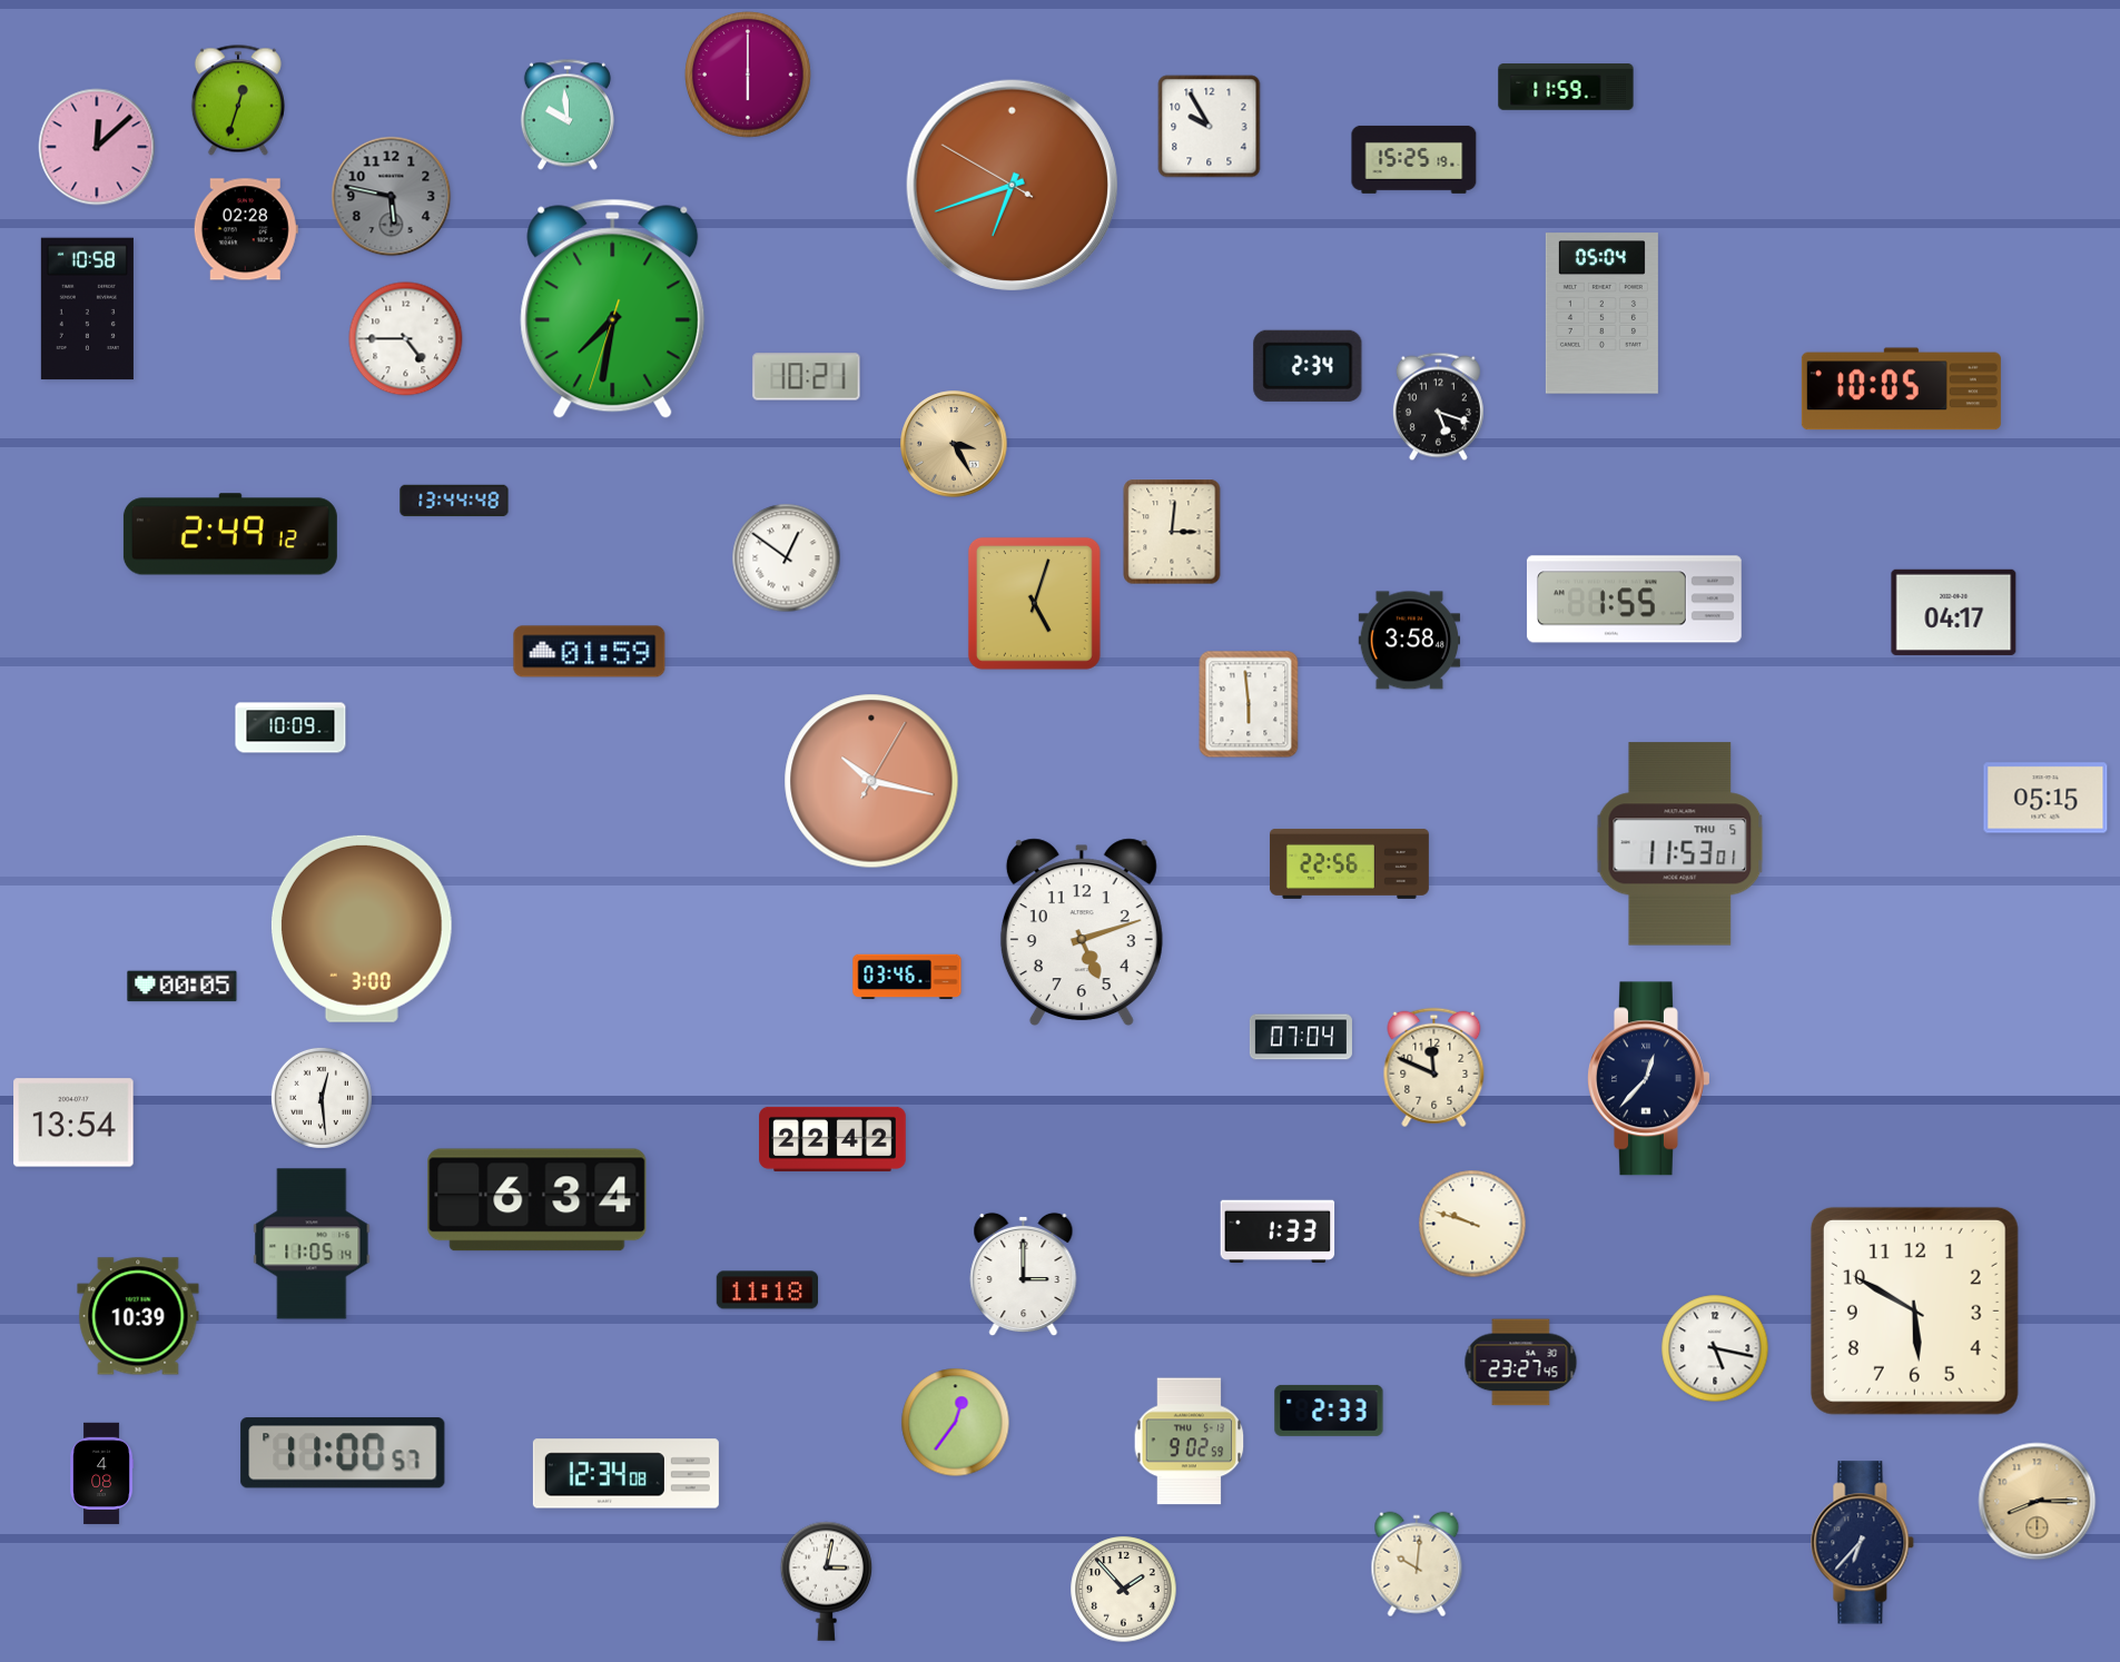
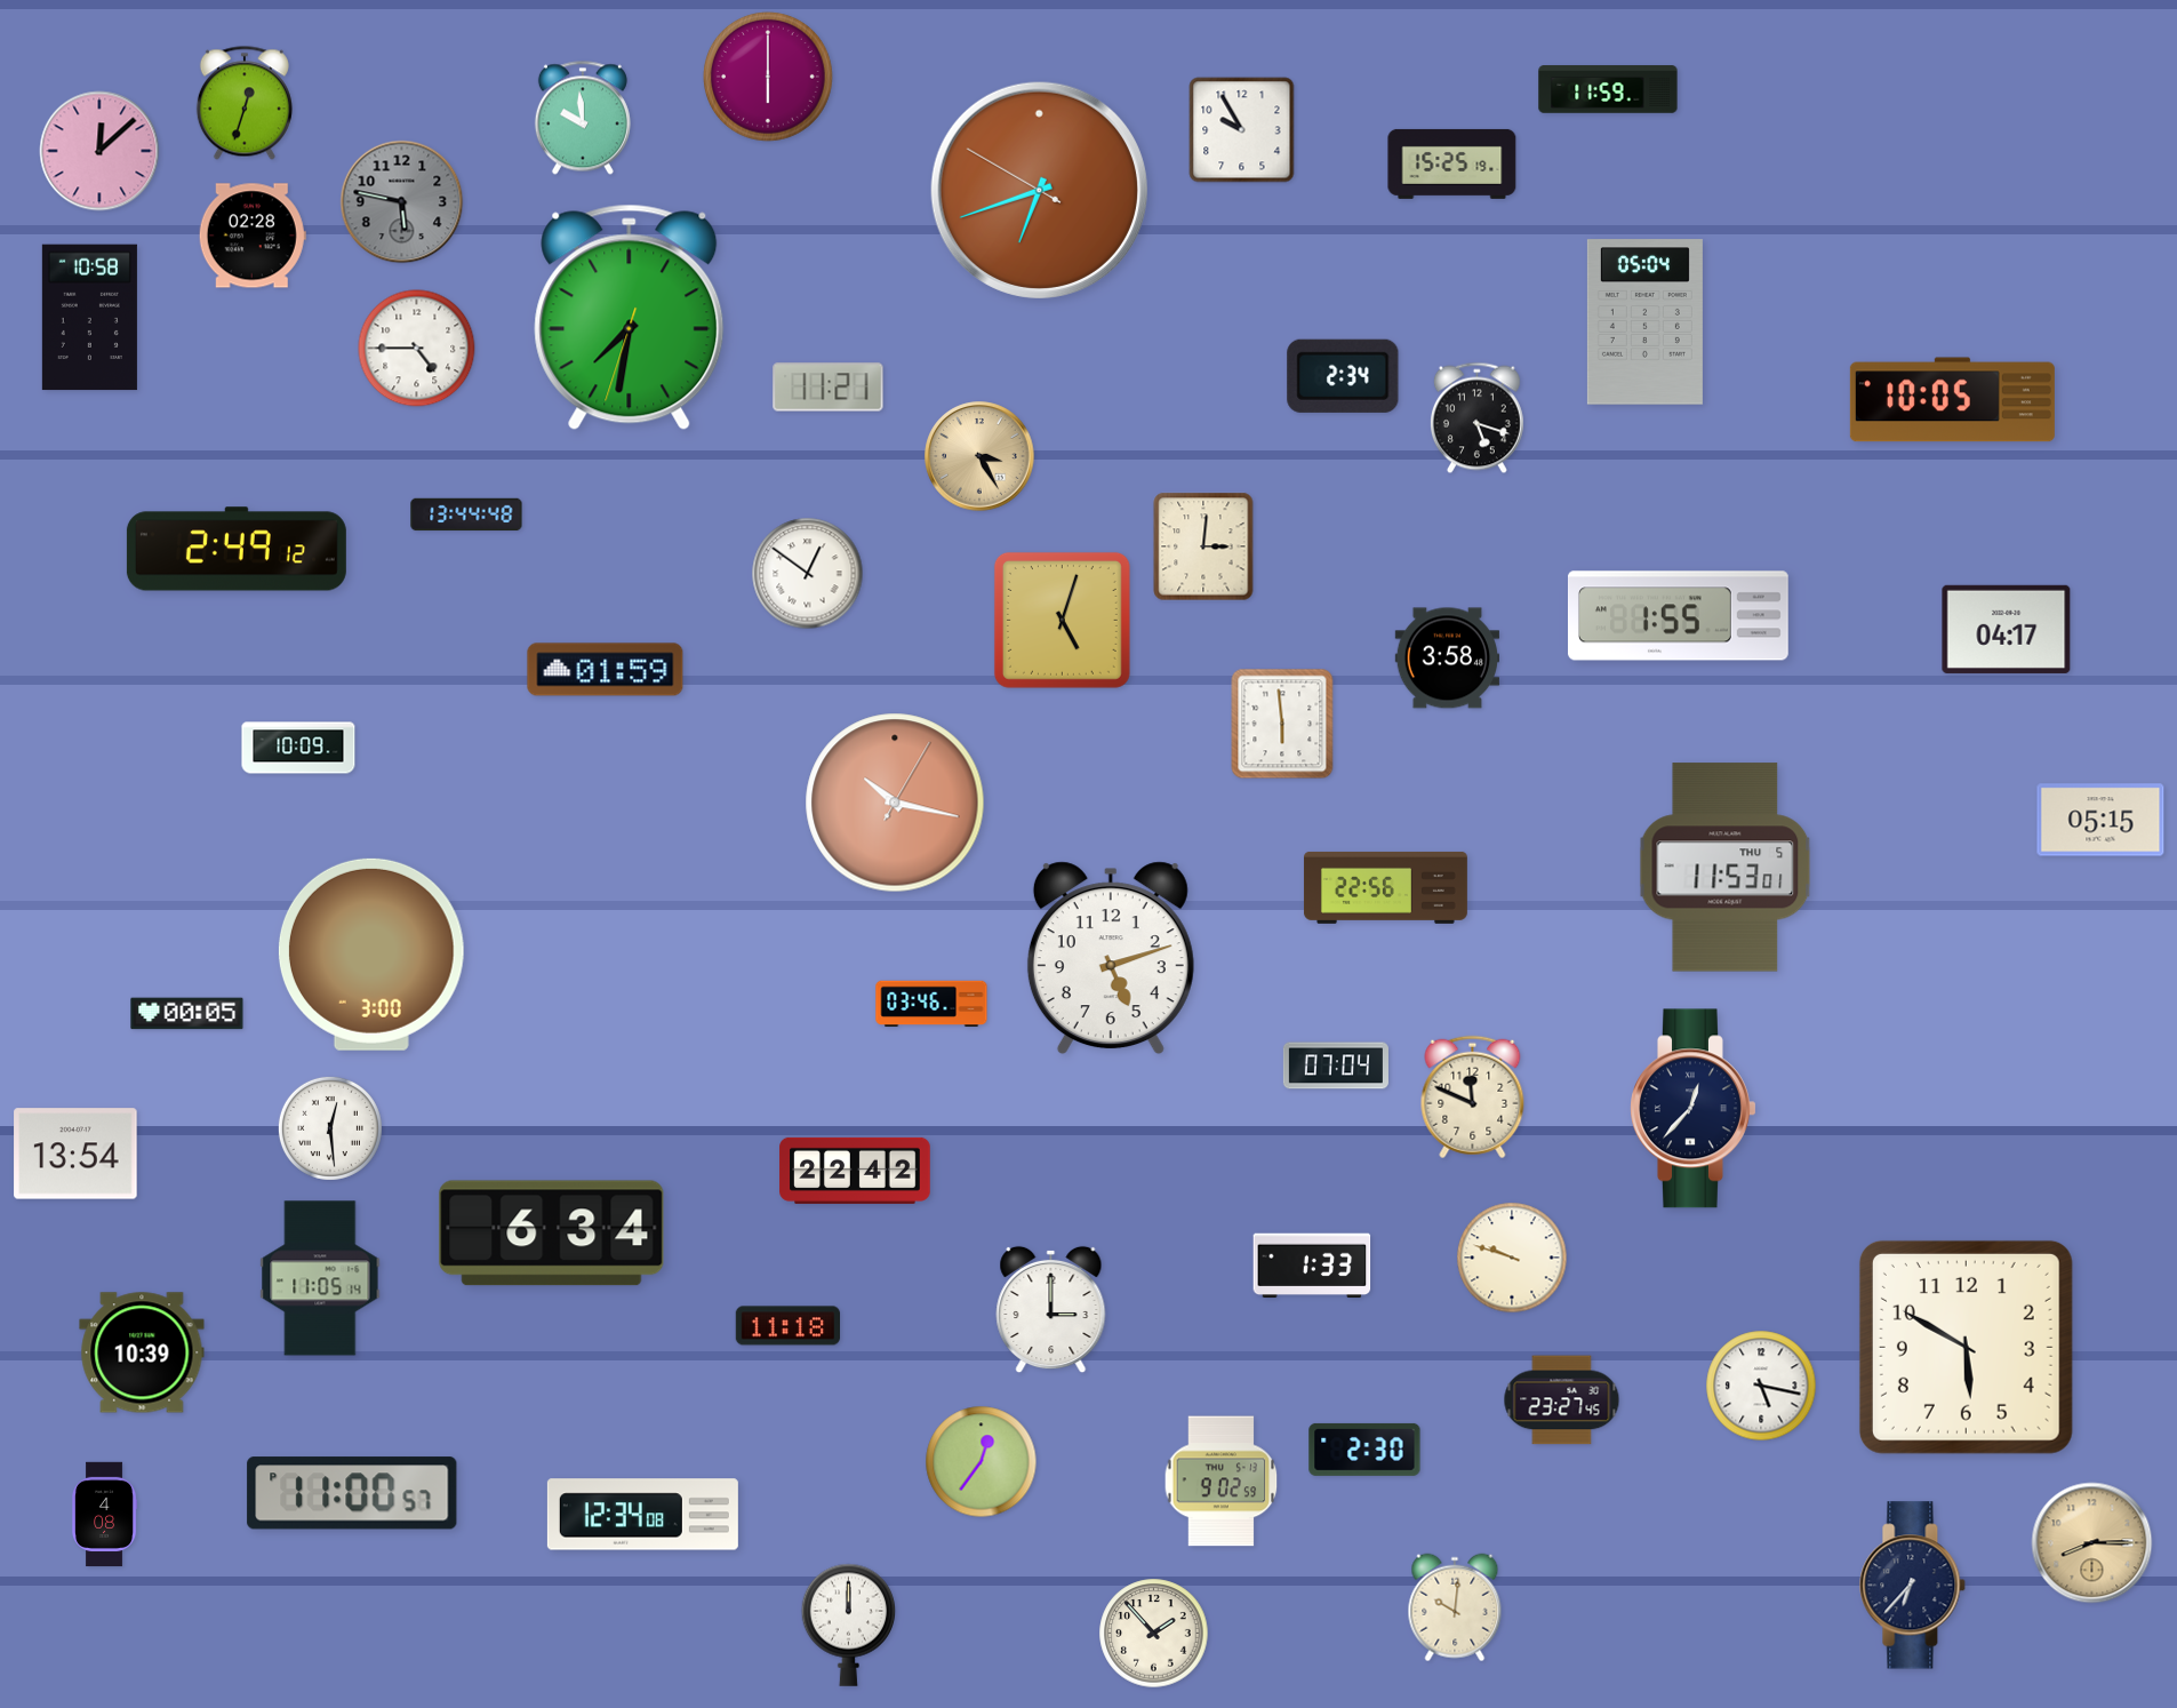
clock at (807, 377): 10:21 -> 11:21
clock at (1329, 1411): 2:33 -> 2:30
clock at (827, 1581): 3:02 -> 12:00
